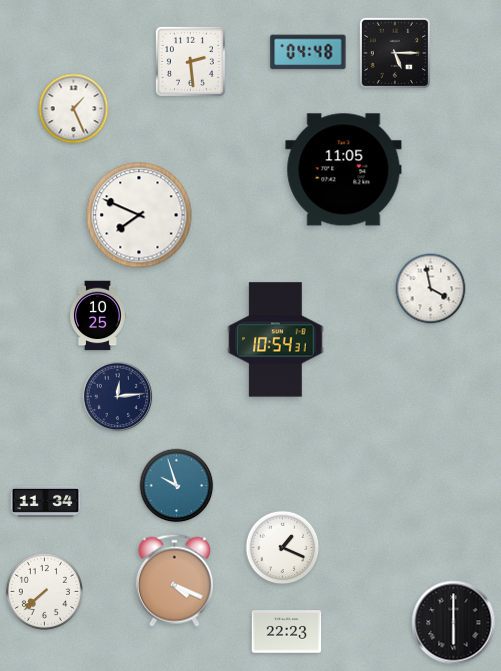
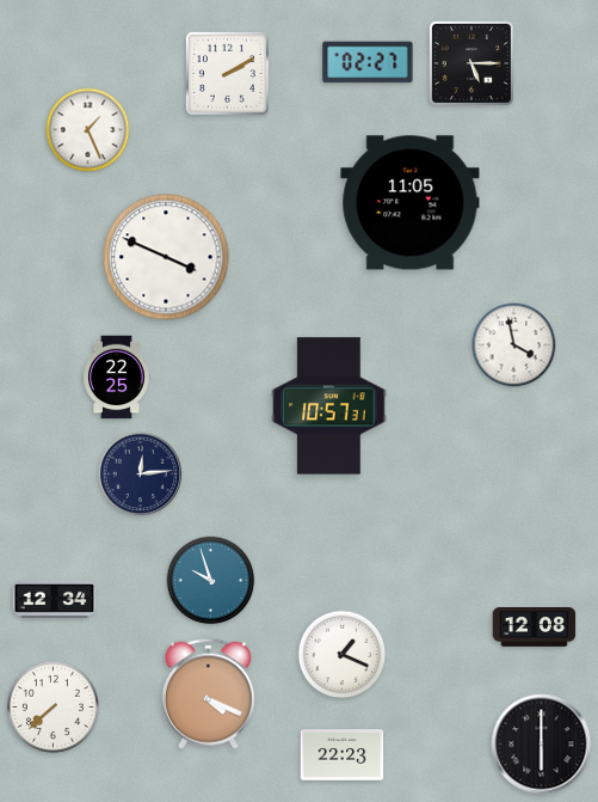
clock at (308, 52): 04:48 -> 02:27
clock at (190, 61): 2:29 -> 2:10
clock at (139, 215): 7:49 -> 3:49
clock at (98, 316): 10:25 -> 22:25
clock at (276, 340): 10:54 -> 10:57
clock at (46, 501): 11:34 -> 12:34
clock at (535, 627): none -> 12:08
clock at (283, 548) position: (283, 548) -> (343, 655)
